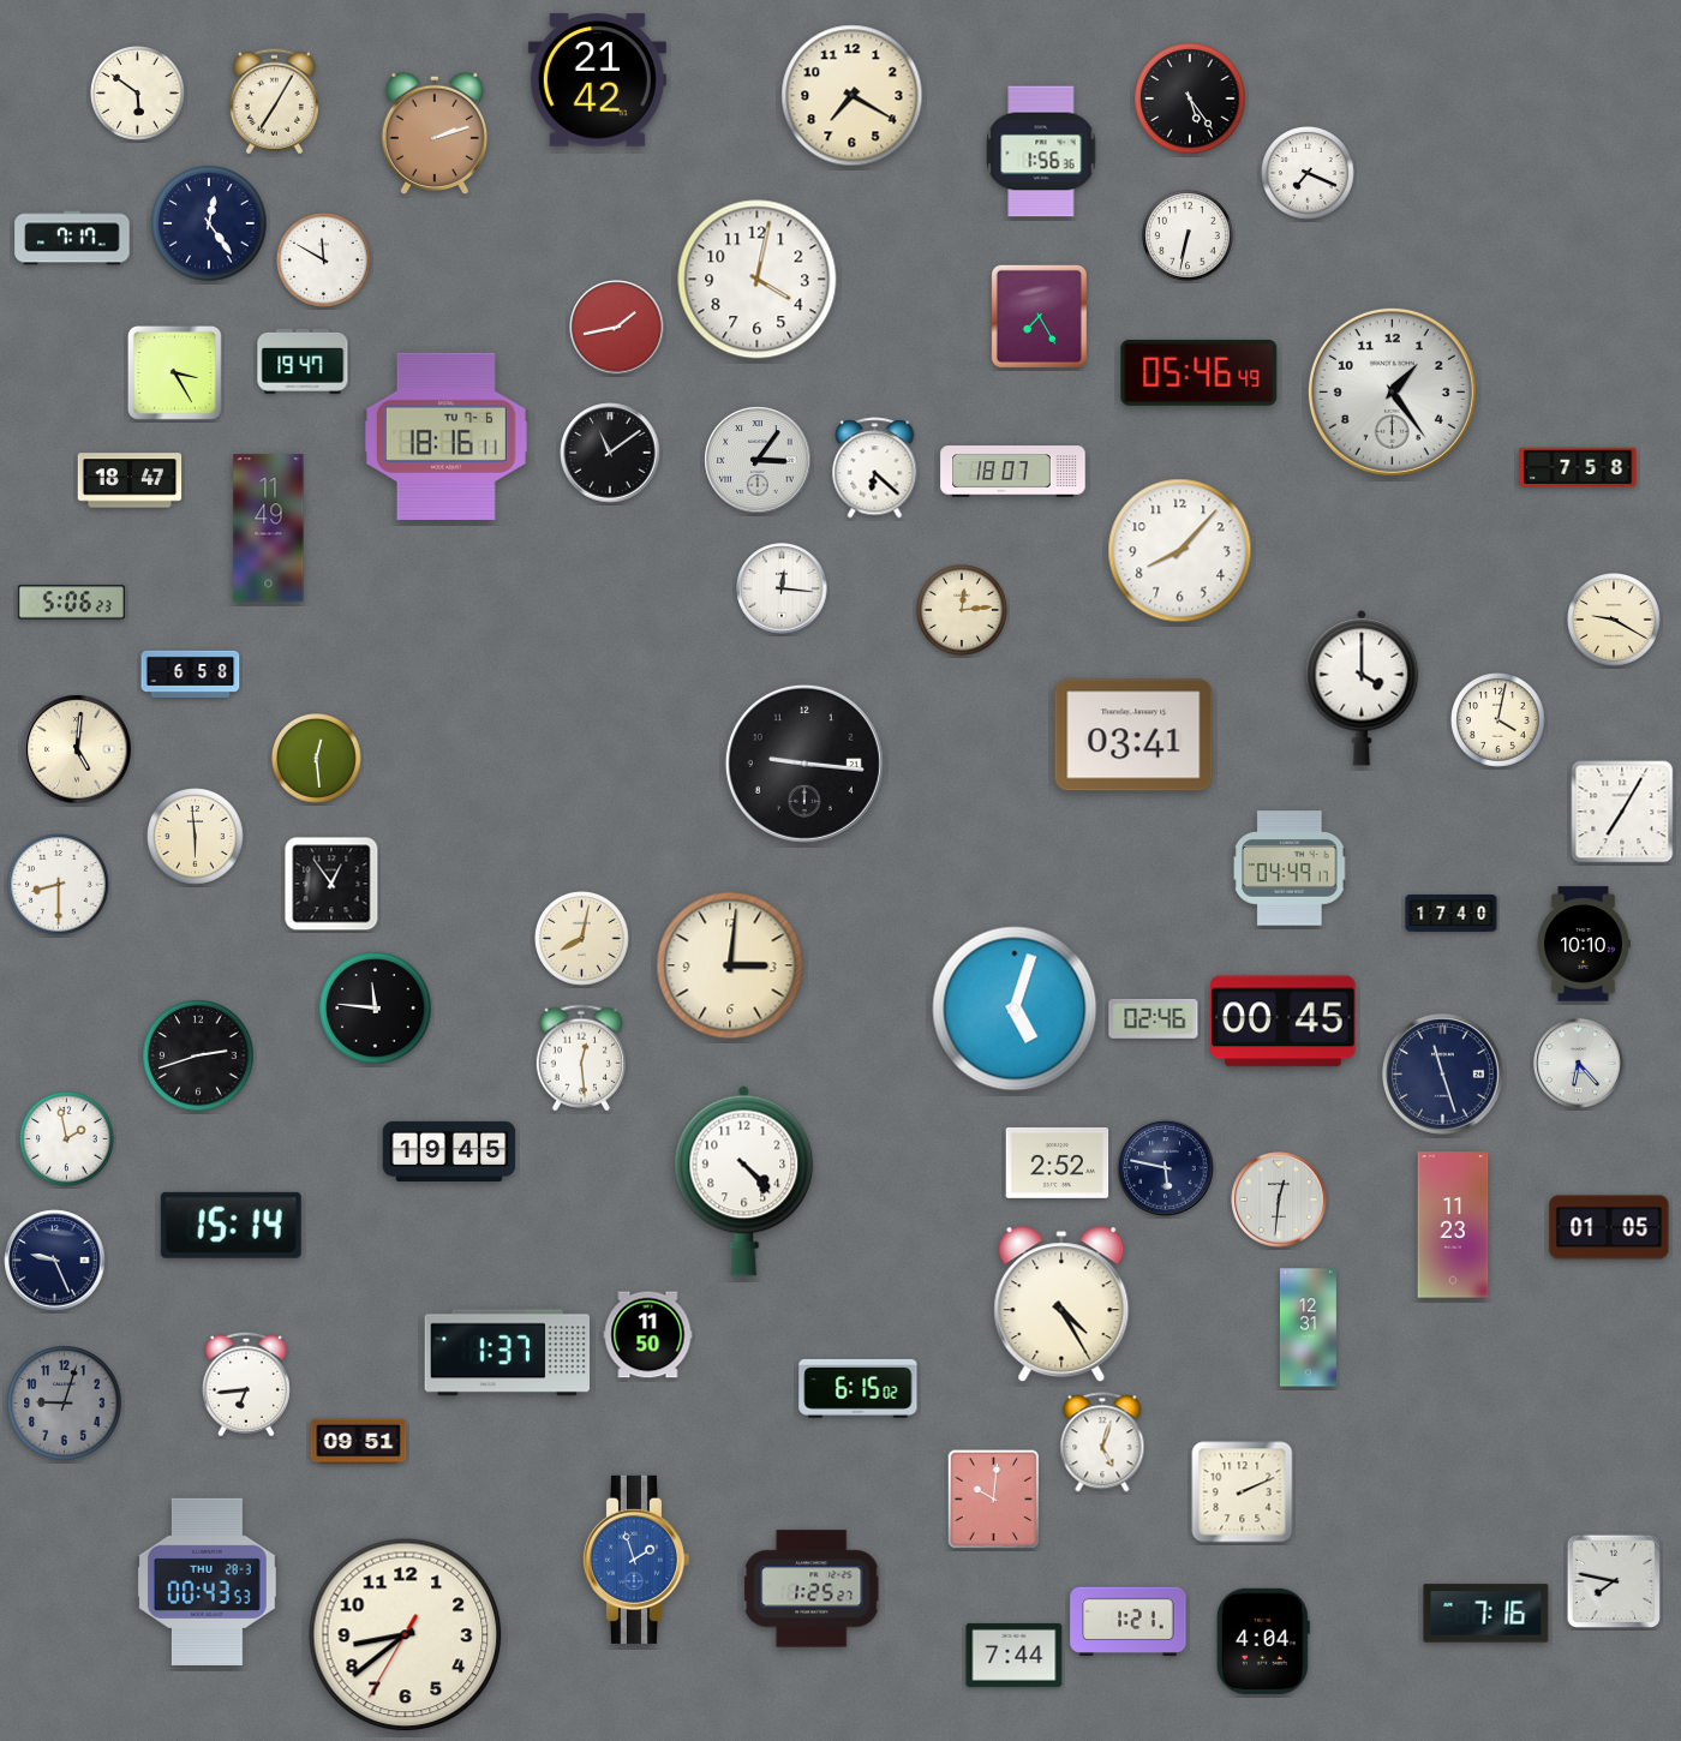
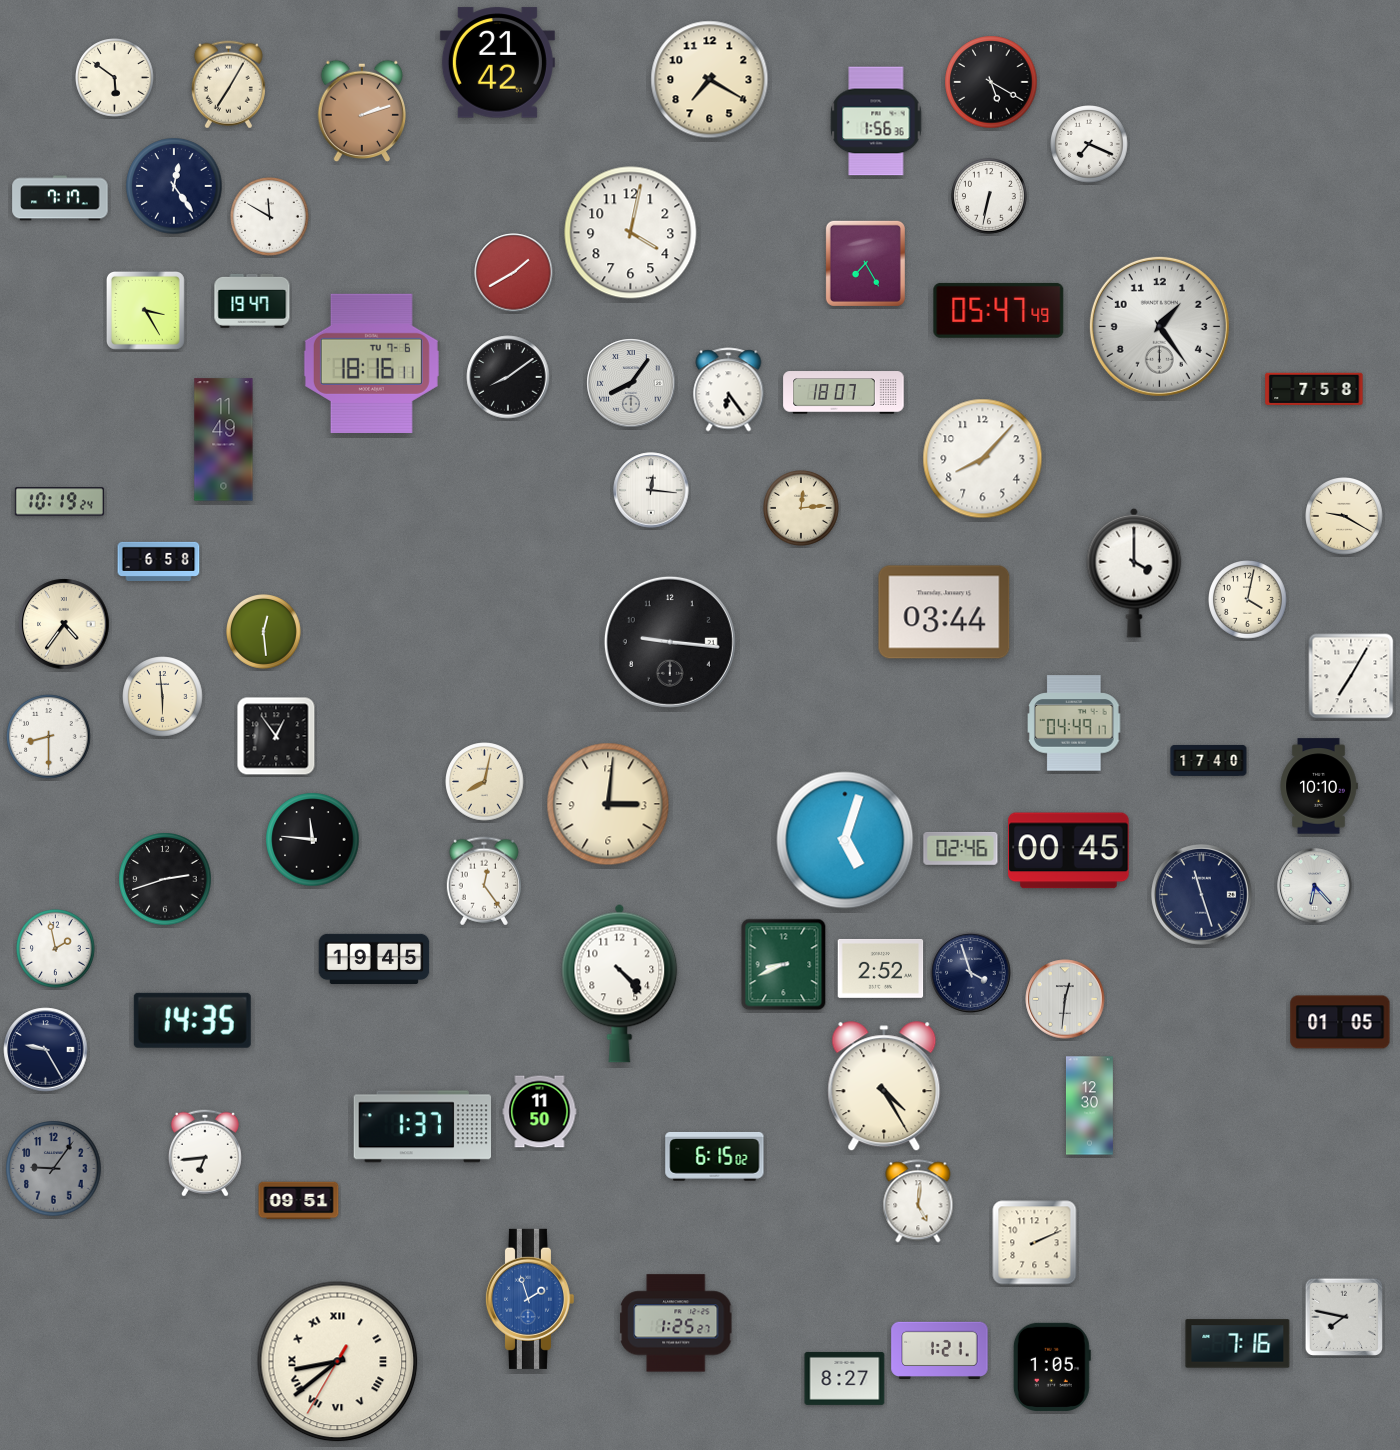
clock at (597, 80) position: (597, 80) -> (497, 63)
clock at (1190, 98): 5:24 -> 5:20
clock at (1041, 151) position: (1041, 151) -> (876, 121)
clock at (617, 328): 1:43 -> 1:40
clock at (1200, 372): 05:46 -> 05:47
clock at (610, 453): 11:09 -> 8:09
clock at (758, 460): 3:06 -> 8:06
clock at (875, 468): 6:22 -> 6:24
clock at (130, 480): 18:47 -> none
clock at (71, 603): 5:06 -> 10:19
clock at (1133, 735): 03:41 -> 03:44
clock at (77, 749): 5:01 -> 4:36
clock at (804, 764) position: (804, 764) -> (670, 642)
clock at (581, 1058): 12:29 -> 12:24
clock at (784, 965): none -> 8:41
clock at (1166, 1168): 5:47 -> 3:57
clock at (231, 1225): 15:14 -> 14:35
clock at (1453, 1225): 11:23 -> none
clock at (55, 1261): 9:26 -> 9:25
clock at (1308, 1328): 12:31 -> 12:30
clock at (65, 1404): 9:03 -> 9:06
clock at (1102, 1442): 5:03 -> 5:01
clock at (994, 1500): 10:01 -> none
clock at (208, 1581): 00:43 -> none
clock at (406, 1635) numerals: Arabic -> Roman
clock at (1263, 1641): 4:04 -> 1:05
clock at (1015, 1655): 7:44 -> 8:27
